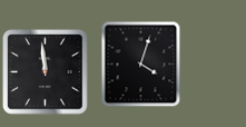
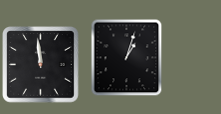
clock at (141, 63): 4:03 -> 1:03
